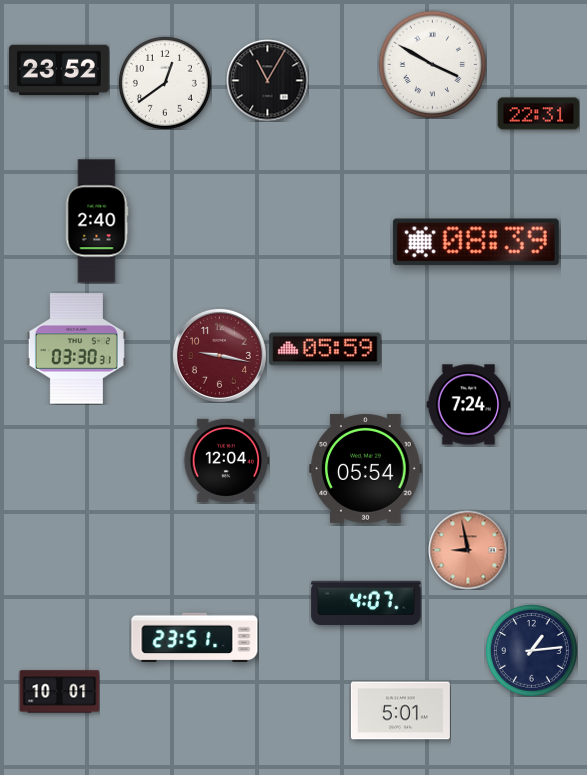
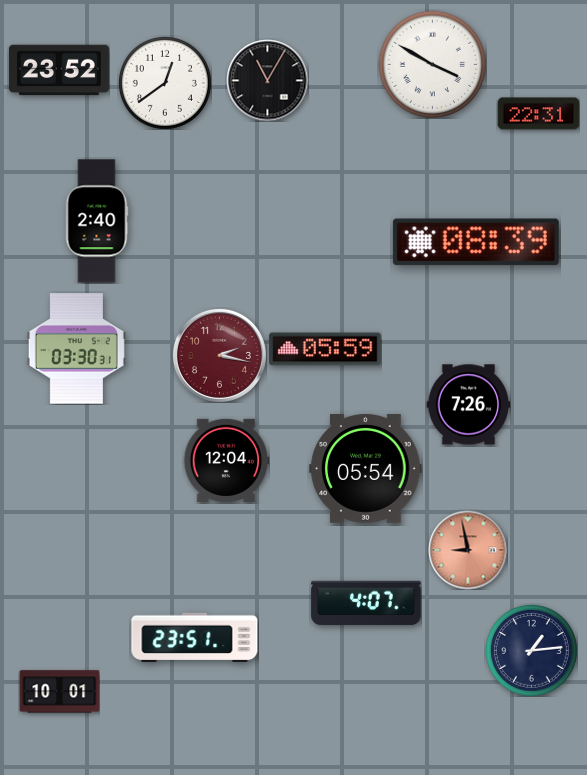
clock at (219, 355): 9:17 -> 2:17
clock at (468, 405): 7:24 -> 7:26
clock at (400, 711): 5:01 -> none
